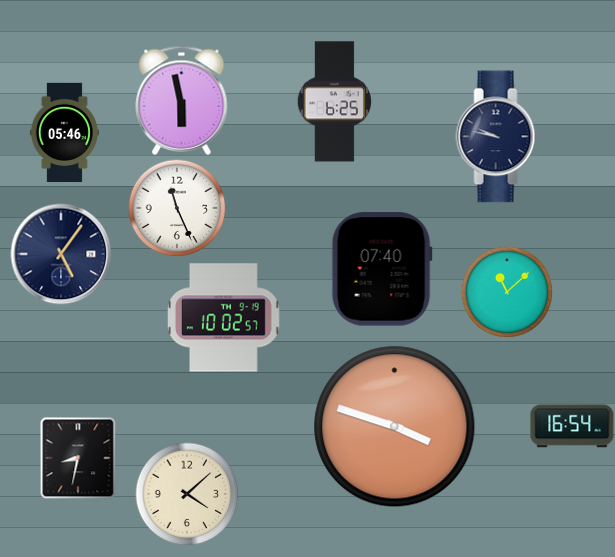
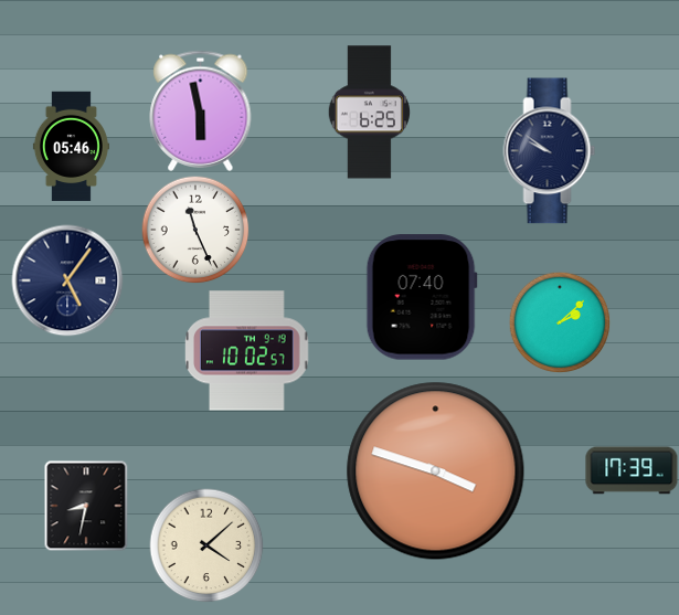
clock at (498, 137): 9:47 -> 9:51
clock at (507, 292): 11:08 -> 2:08
clock at (572, 426): 16:54 -> 17:39
